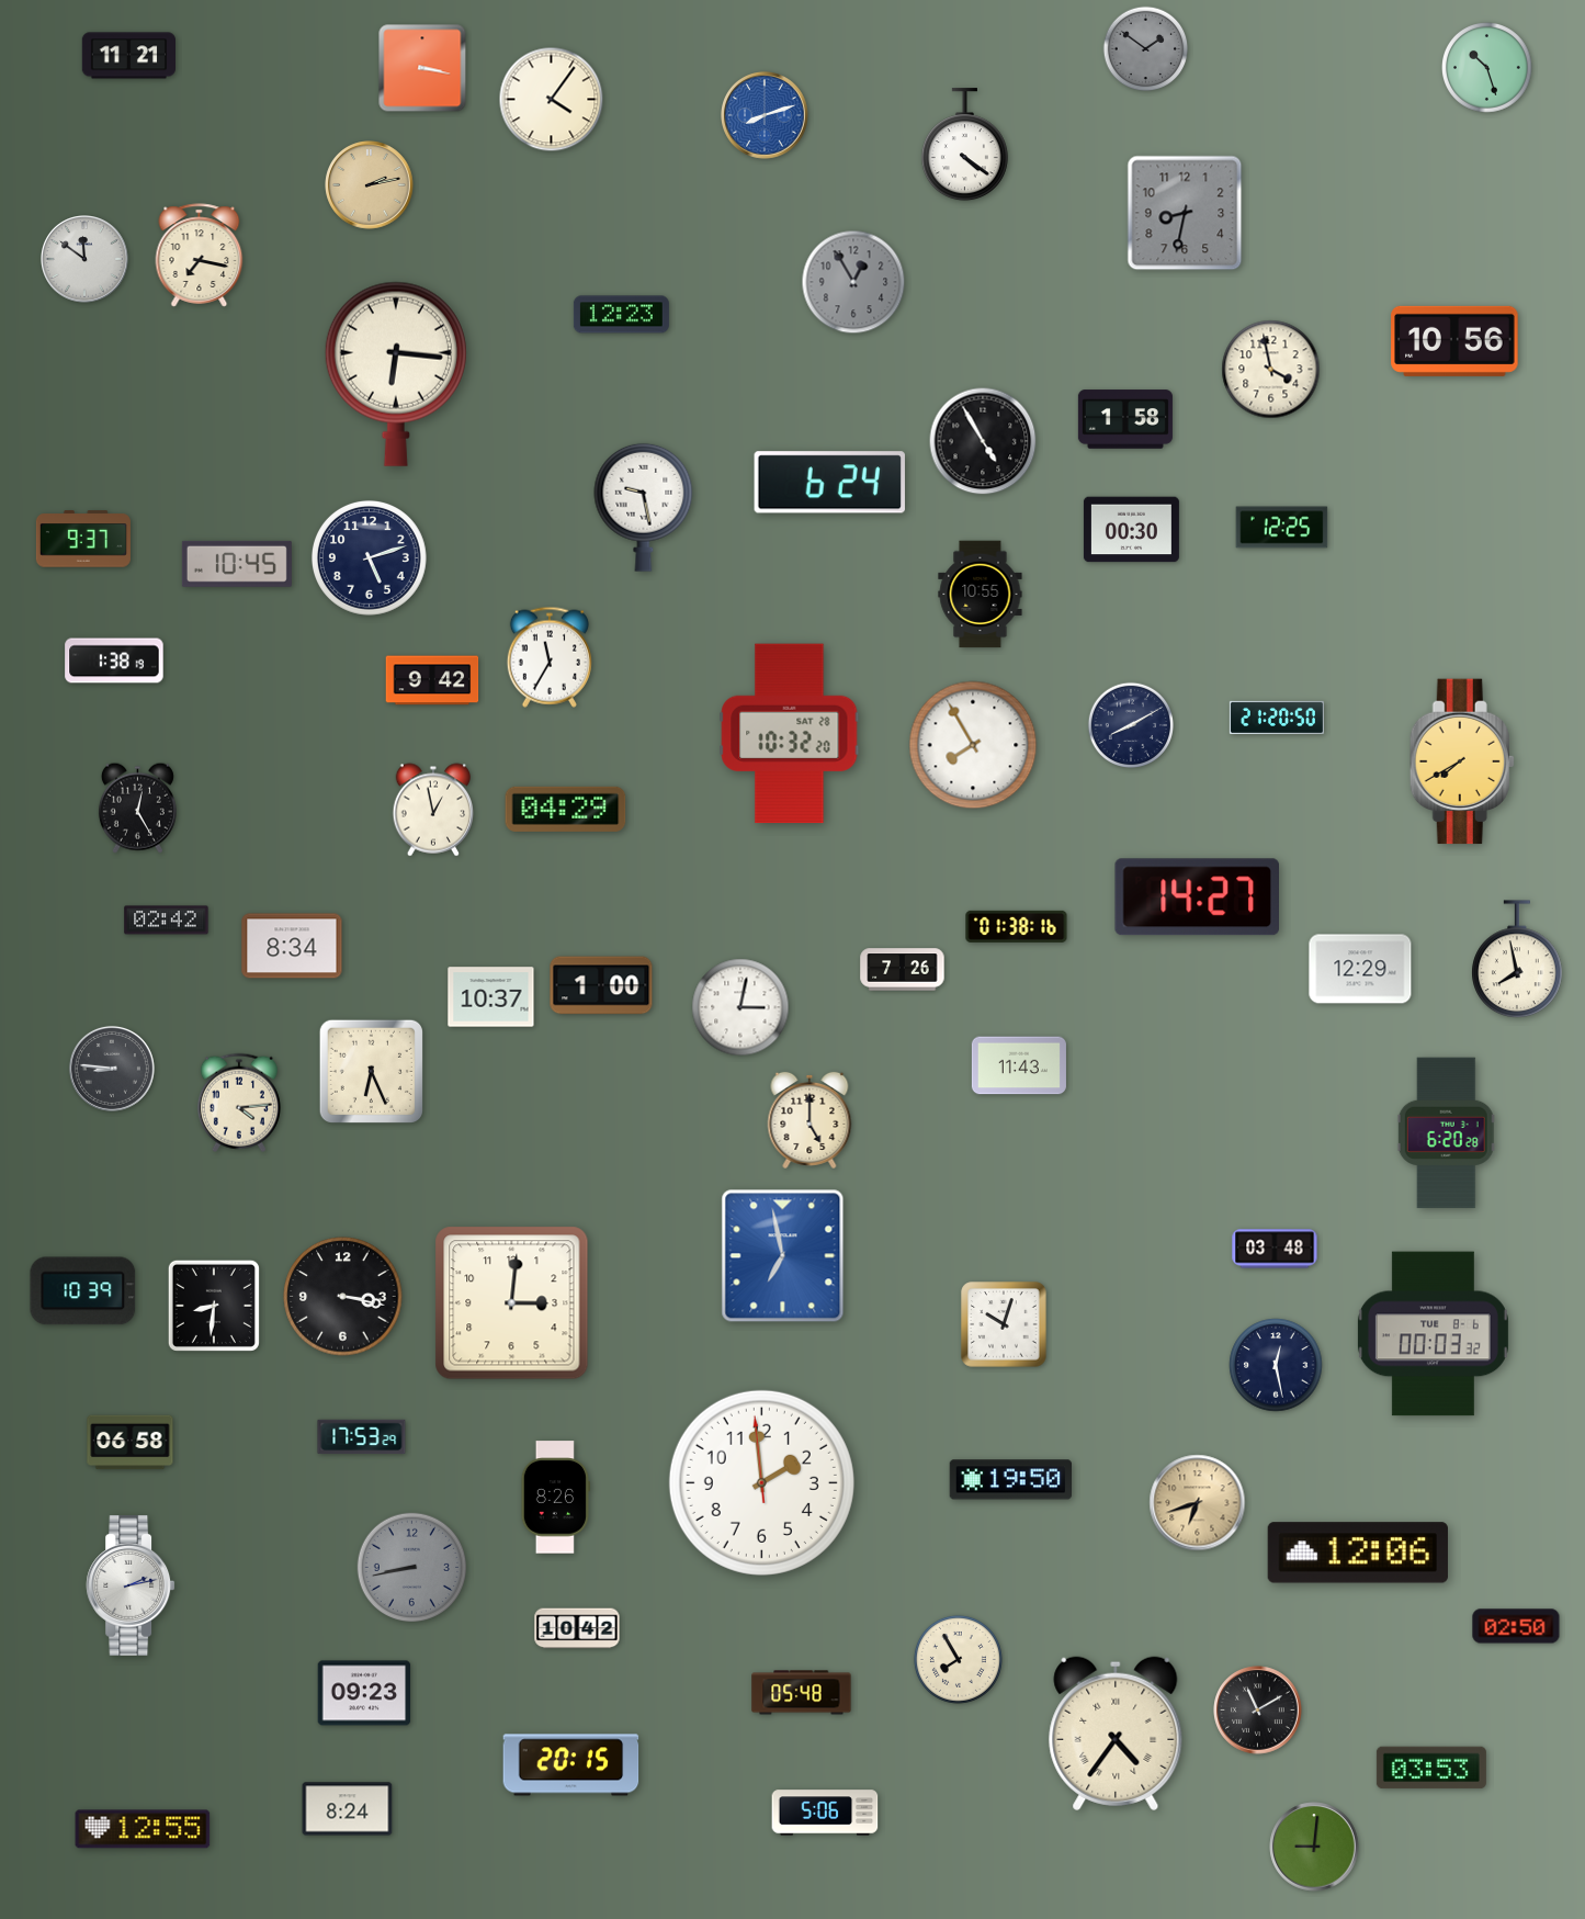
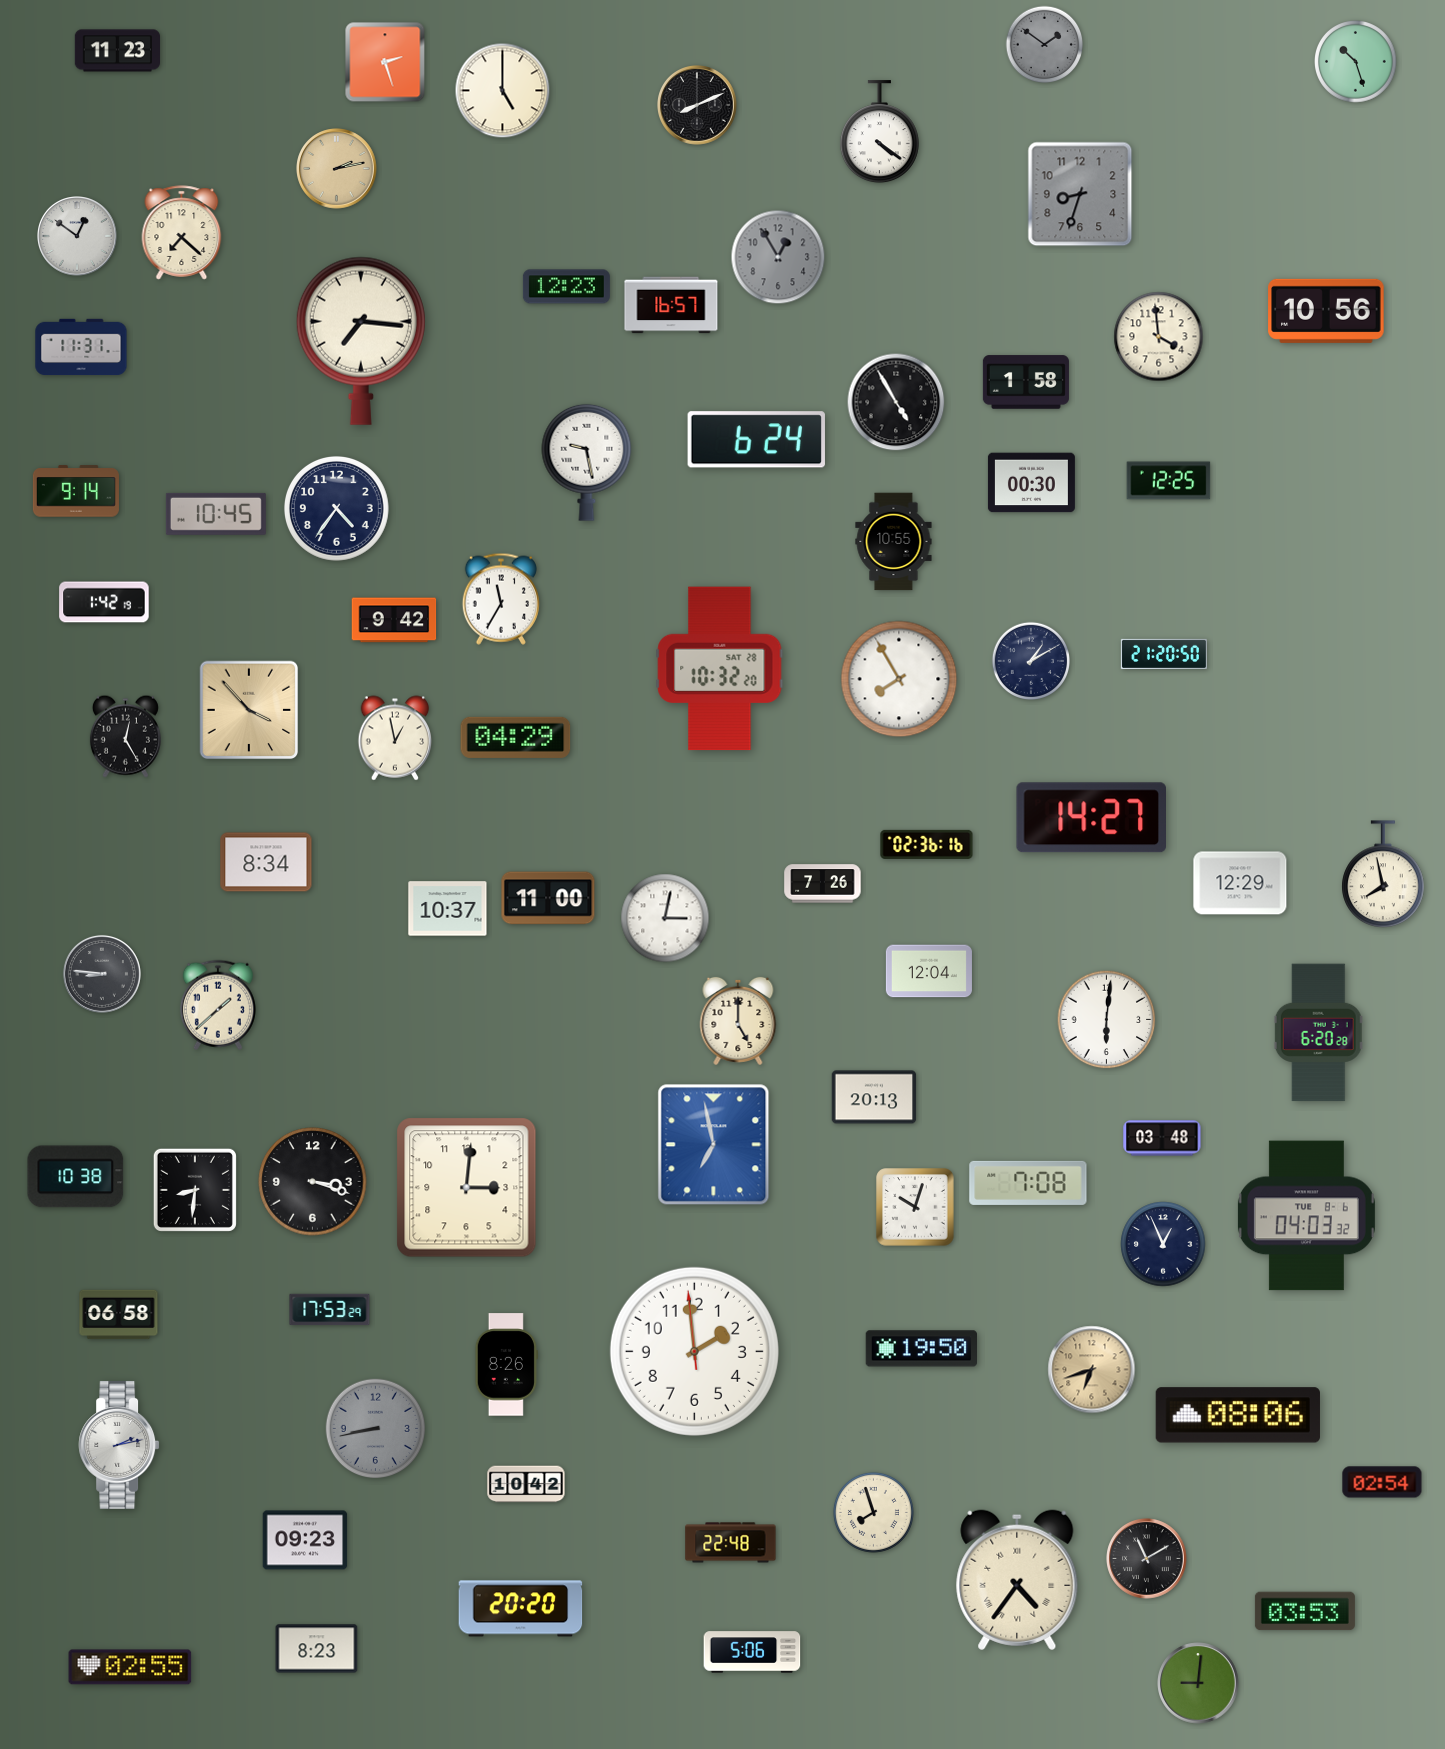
clock at (128, 56): 11:21 -> 11:23
clock at (422, 68): 3:17 -> 2:27
clock at (552, 100): 4:06 -> 5:00
clock at (766, 116): 8:12 -> 8:11
clock at (766, 116) dial: blue -> black
clock at (1185, 213): 8:32 -> 8:33
clock at (200, 256): 7:17 -> 7:22
clock at (86, 260): 11:51 -> 12:51
clock at (671, 305): none -> 16:57
clock at (1271, 370): 3:58 -> 3:59
clock at (396, 374): 6:16 -> 7:16
clock at (81, 347): none -> 11:31
clock at (83, 539): 9:37 -> 9:14
clock at (369, 557): 5:12 -> 4:36
clock at (114, 661): 1:38 -> 1:42
clock at (1130, 724): 8:10 -> 1:10
clock at (973, 745) position: (973, 745) -> (899, 679)
clock at (1462, 761): 7:40 -> none
clock at (249, 710): none -> 3:53
clock at (167, 921): 02:42 -> none
clock at (1017, 926): 01:38 -> 02:36
clock at (601, 985): 1:00 -> 11:00
clock at (740, 1007) position: (740, 1007) -> (665, 918)
clock at (1019, 1065): 11:43 -> 12:04
clock at (371, 1071): 6:26 -> none
clock at (239, 1103): 4:14 -> 1:38
clock at (1107, 1020): none -> 6:01
clock at (874, 1097): none -> 20:13
clock at (83, 1291): 10:39 -> 10:38
clock at (343, 1297): 3:17 -> 3:18
clock at (1028, 1183): none -> 7:08
clock at (1433, 1334): 00:03 -> 04:03
clock at (1276, 1365): 12:28 -> 12:56
clock at (1358, 1553): 12:06 -> 08:06
clock at (1516, 1626): 02:50 -> 02:54
clock at (958, 1659): 7:55 -> 7:57
clock at (364, 1693) position: (364, 1693) -> (305, 1540)
clock at (802, 1693): 05:48 -> 22:48
clock at (571, 1765): 20:15 -> 20:20
clock at (348, 1809): 8:24 -> 8:23
clock at (143, 1829): 12:55 -> 02:55
